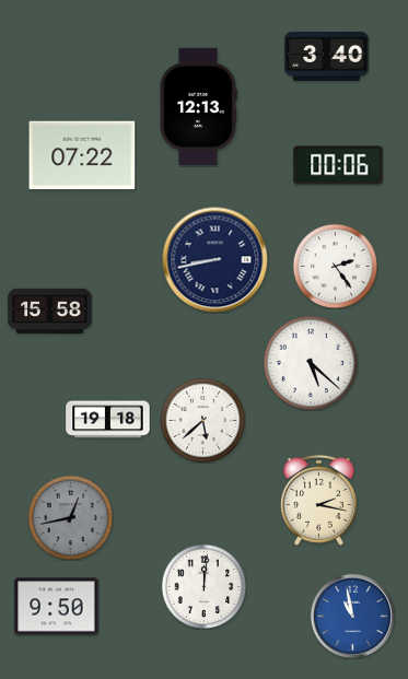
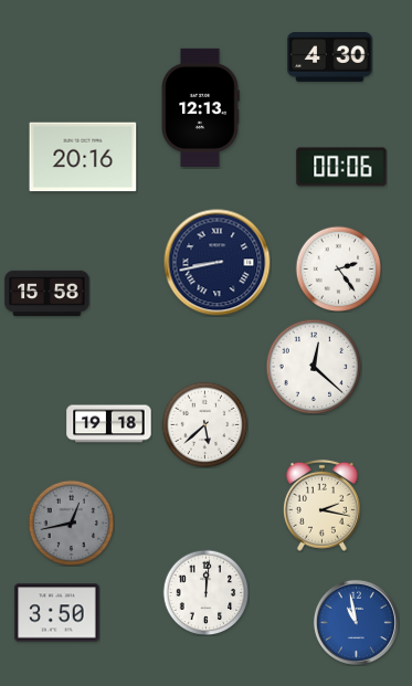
clock at (327, 57): 3:40 -> 4:30
clock at (82, 155): 07:22 -> 20:16
clock at (50, 311) position: (50, 311) -> (47, 293)
clock at (311, 363): 5:22 -> 12:22
clock at (57, 607): 9:50 -> 3:50
